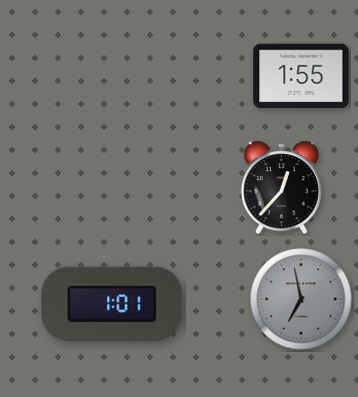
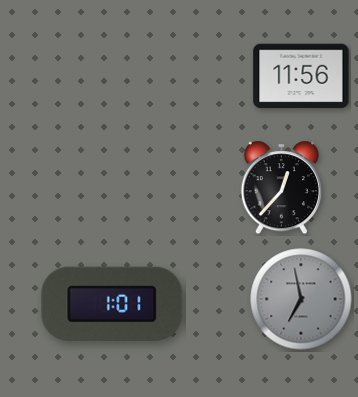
clock at (301, 76): 1:55 -> 11:56
